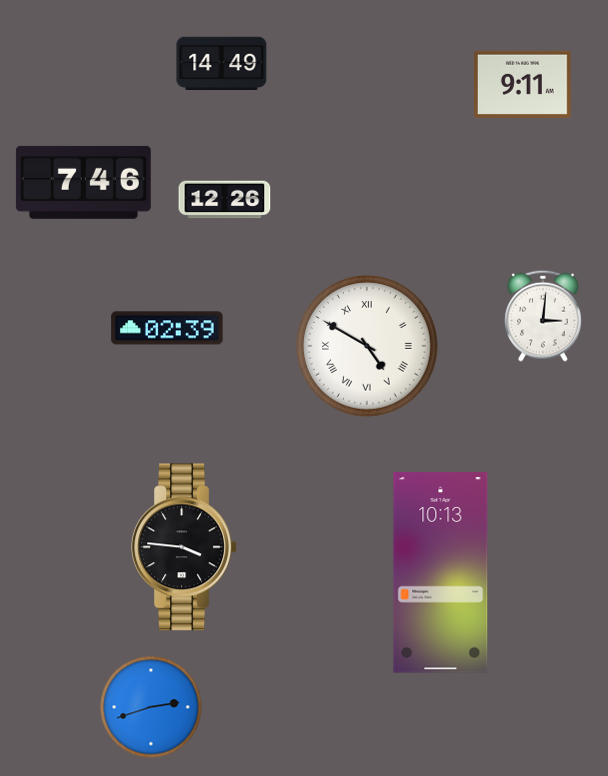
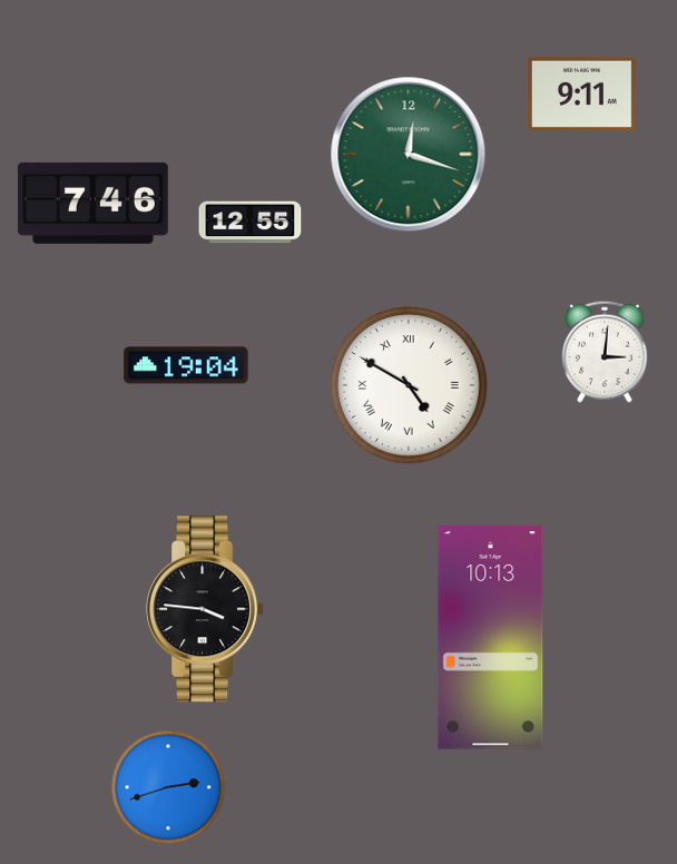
clock at (222, 64): 14:49 -> none
clock at (409, 155): none -> 12:18
clock at (225, 200): 12:26 -> 12:55
clock at (167, 328): 02:39 -> 19:04
